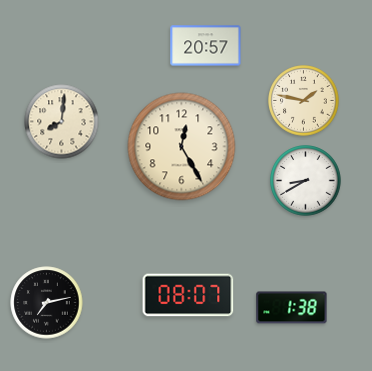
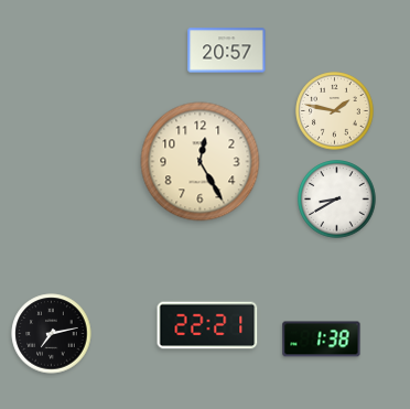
clock at (62, 122): 8:01 -> none
clock at (188, 295): 08:07 -> 22:21
